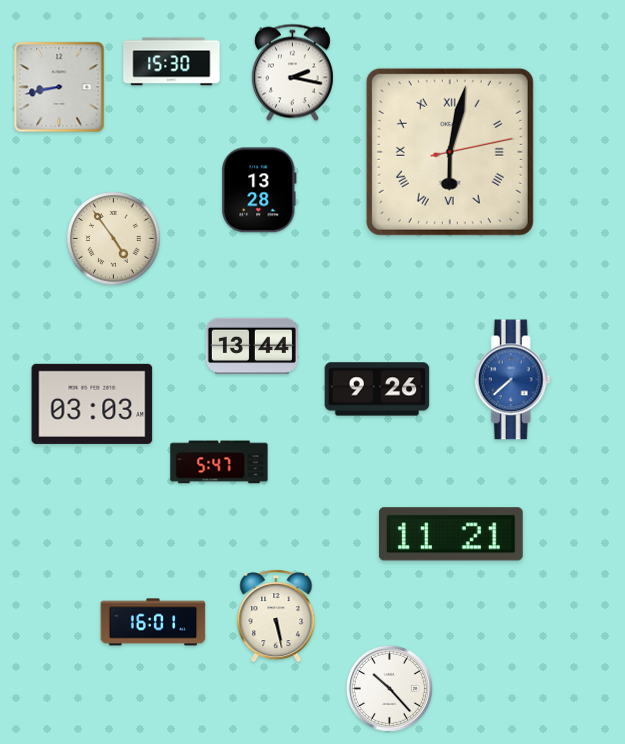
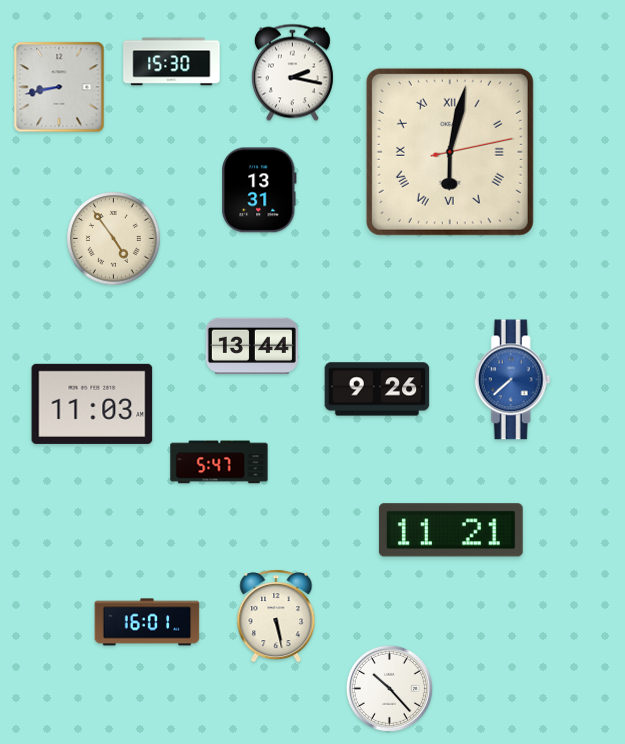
clock at (259, 190): 13:28 -> 13:31
clock at (92, 404): 03:03 -> 11:03
clock at (451, 534) position: (451, 534) -> (451, 530)
clock at (153, 622) position: (153, 622) -> (147, 622)
